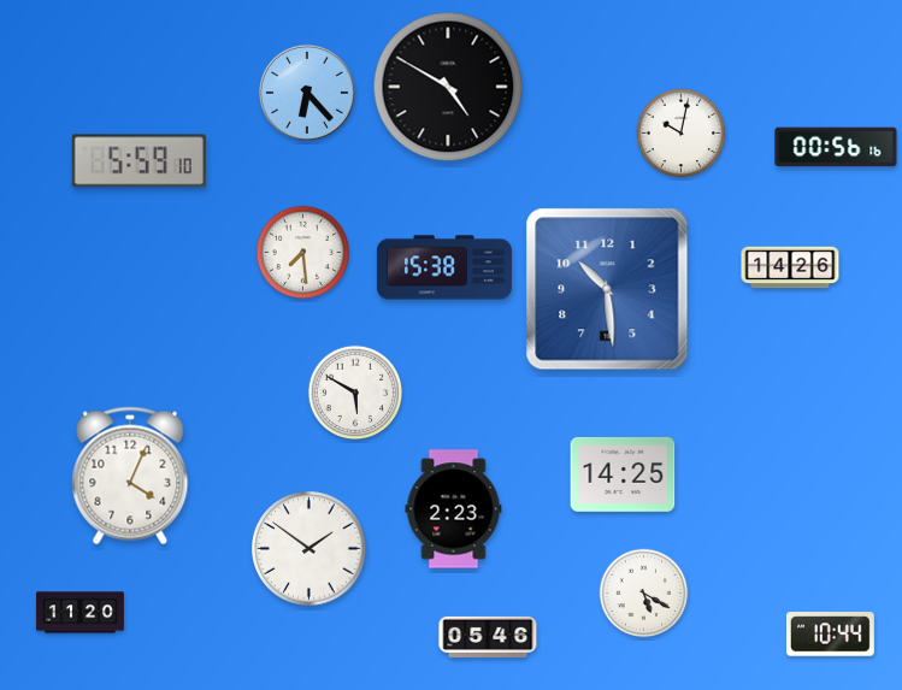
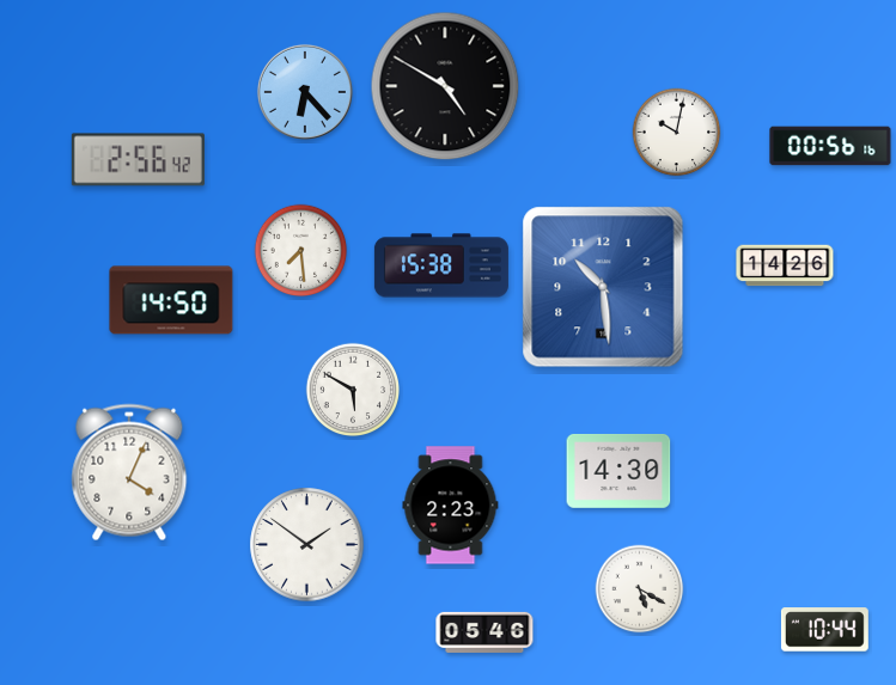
clock at (138, 161): 5:59 -> 2:56
clock at (171, 300): none -> 14:50
clock at (623, 474): 14:25 -> 14:30
clock at (81, 613): 11:20 -> none
